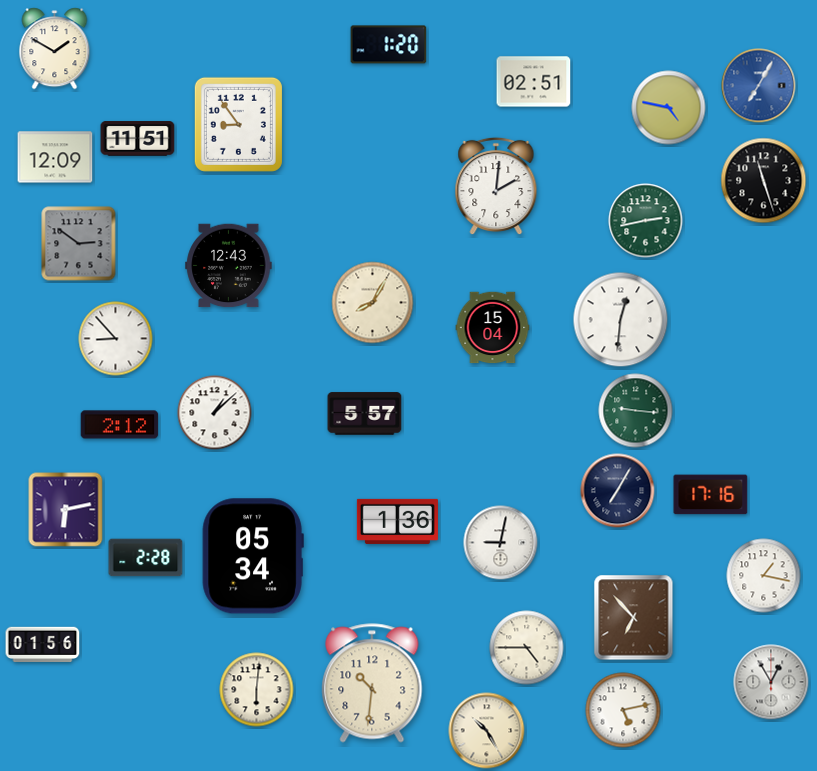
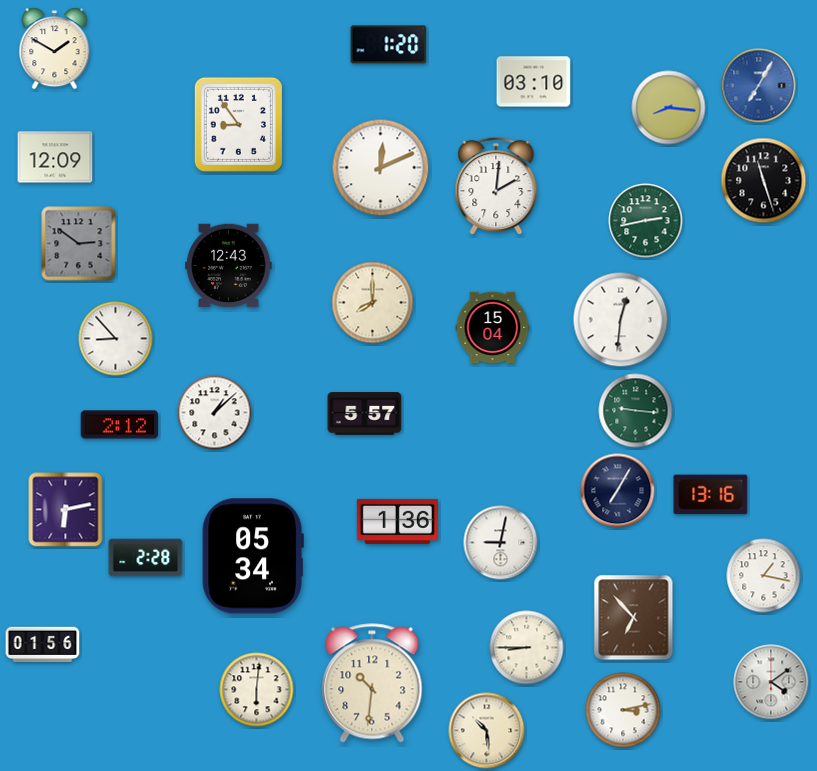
clock at (534, 82): 02:51 -> 03:10
clock at (669, 108): 4:47 -> 8:16
clock at (138, 139): 11:51 -> none
clock at (381, 168): none -> 12:11
clock at (373, 303): 8:05 -> 8:00
clock at (711, 495): 17:16 -> 13:16
clock at (527, 648): 4:45 -> 8:45
clock at (771, 682): 12:55 -> 4:09
clock at (623, 710): 5:13 -> 3:13
clock at (487, 731): 10:25 -> 10:29
